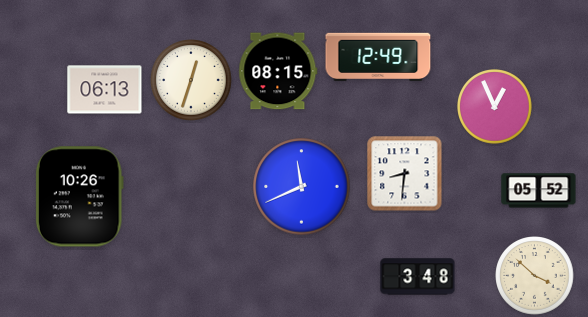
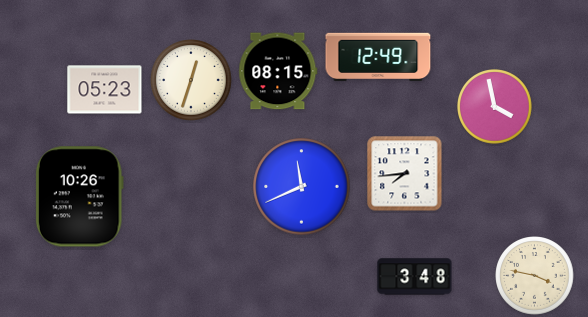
clock at (105, 90): 06:13 -> 05:23
clock at (495, 107): 12:56 -> 3:58
clock at (405, 174): 8:31 -> 7:44
clock at (539, 191): 05:52 -> none
clock at (535, 276): 3:52 -> 3:47
clock at (418, 277) position: (418, 277) -> (415, 277)
